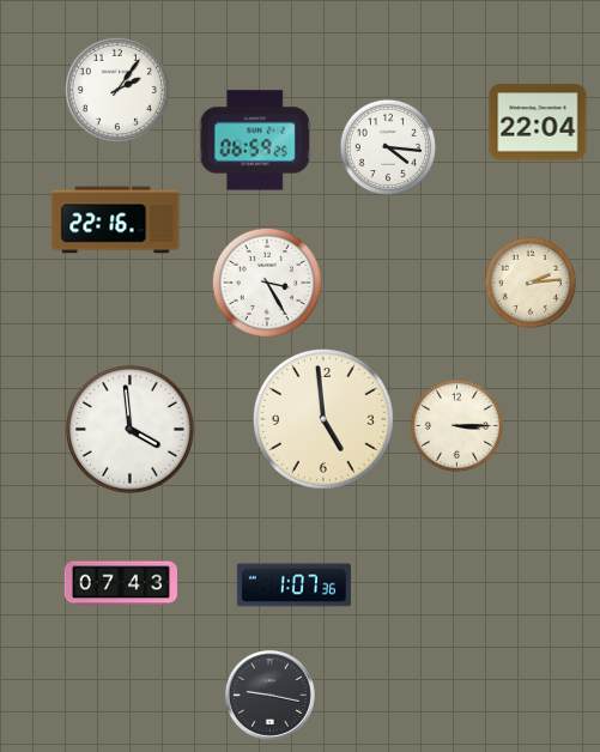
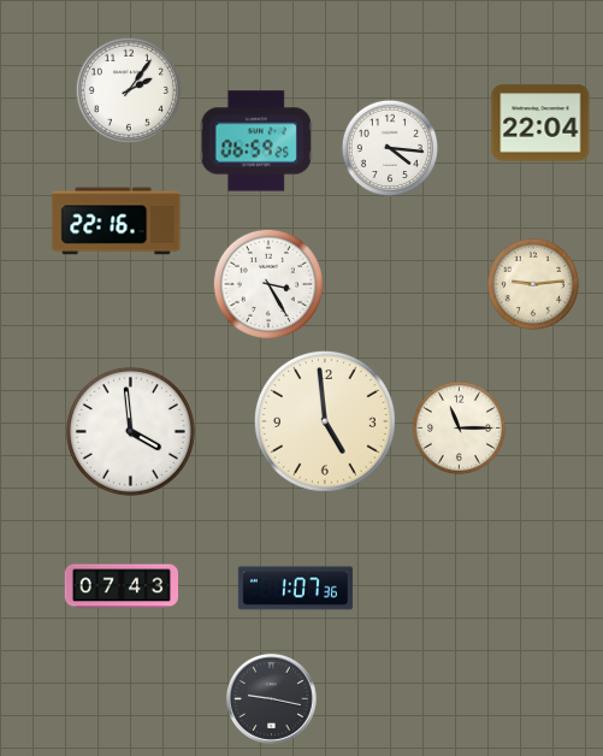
clock at (117, 90) position: (117, 90) -> (129, 90)
clock at (531, 283): 2:14 -> 9:14
clock at (457, 426): 3:15 -> 11:15
